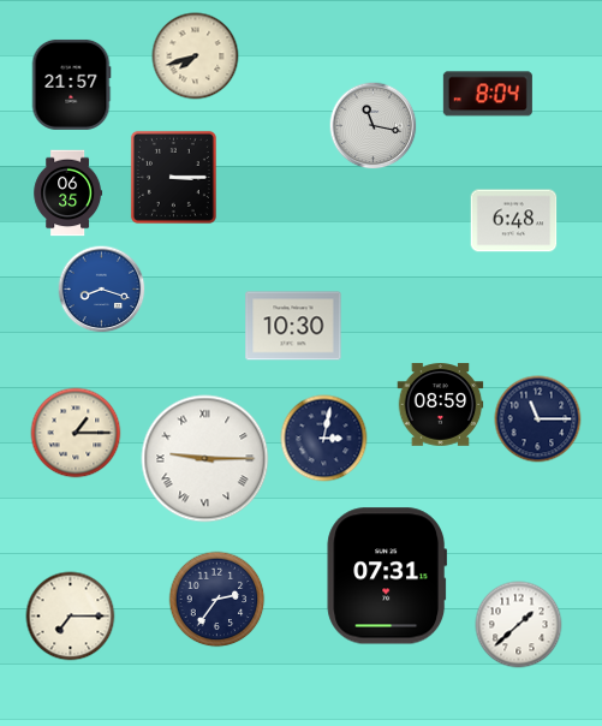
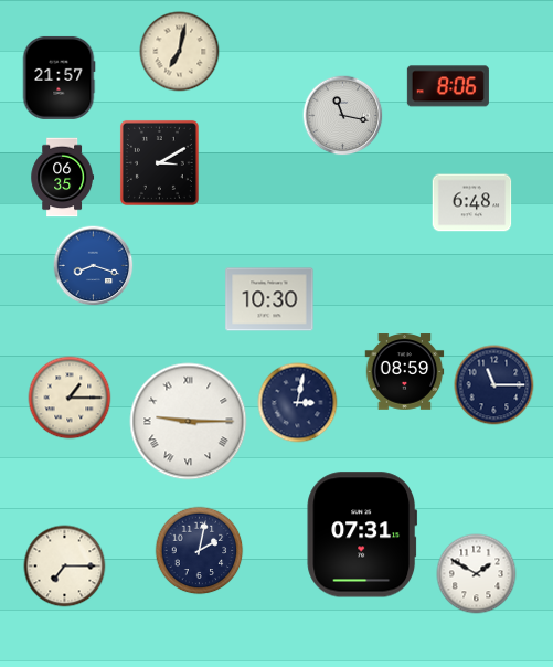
clock at (196, 56): 7:42 -> 7:02
clock at (71, 84) position: (71, 84) -> (59, 77)
clock at (488, 94): 8:04 -> 8:06
clock at (173, 177): 3:15 -> 3:10
clock at (387, 576) position: (387, 576) -> (362, 534)
clock at (217, 600): 2:36 -> 2:02
clock at (519, 625): 1:38 -> 1:50
